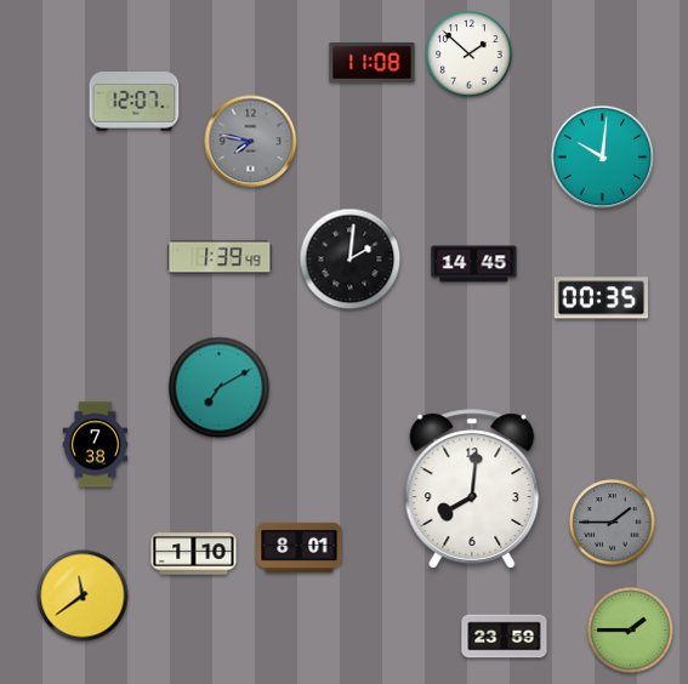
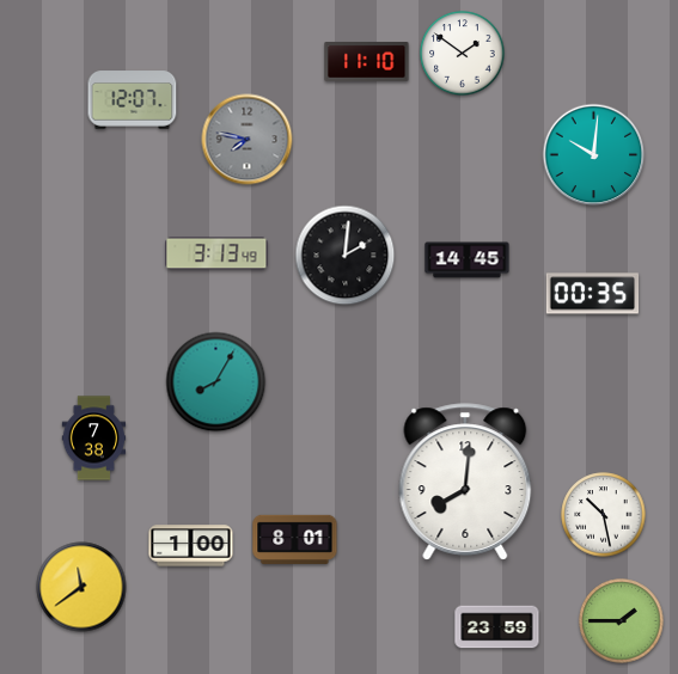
clock at (470, 55): 1:52 -> 1:51
clock at (373, 63): 11:08 -> 11:10
clock at (220, 257): 1:39 -> 3:13
clock at (220, 388): 7:10 -> 8:05
clock at (613, 523): 1:45 -> 10:28
clock at (613, 523) dial: grey -> white
clock at (194, 554): 1:10 -> 1:00
